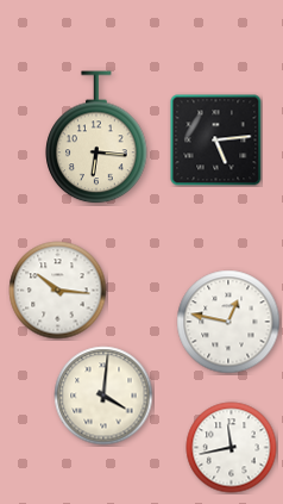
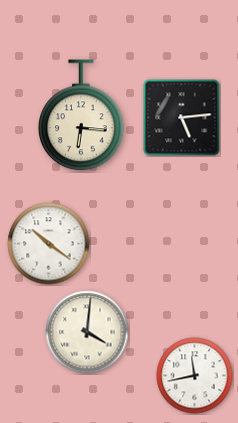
clock at (58, 291): 10:16 -> 10:21
clock at (228, 322): 12:47 -> none
